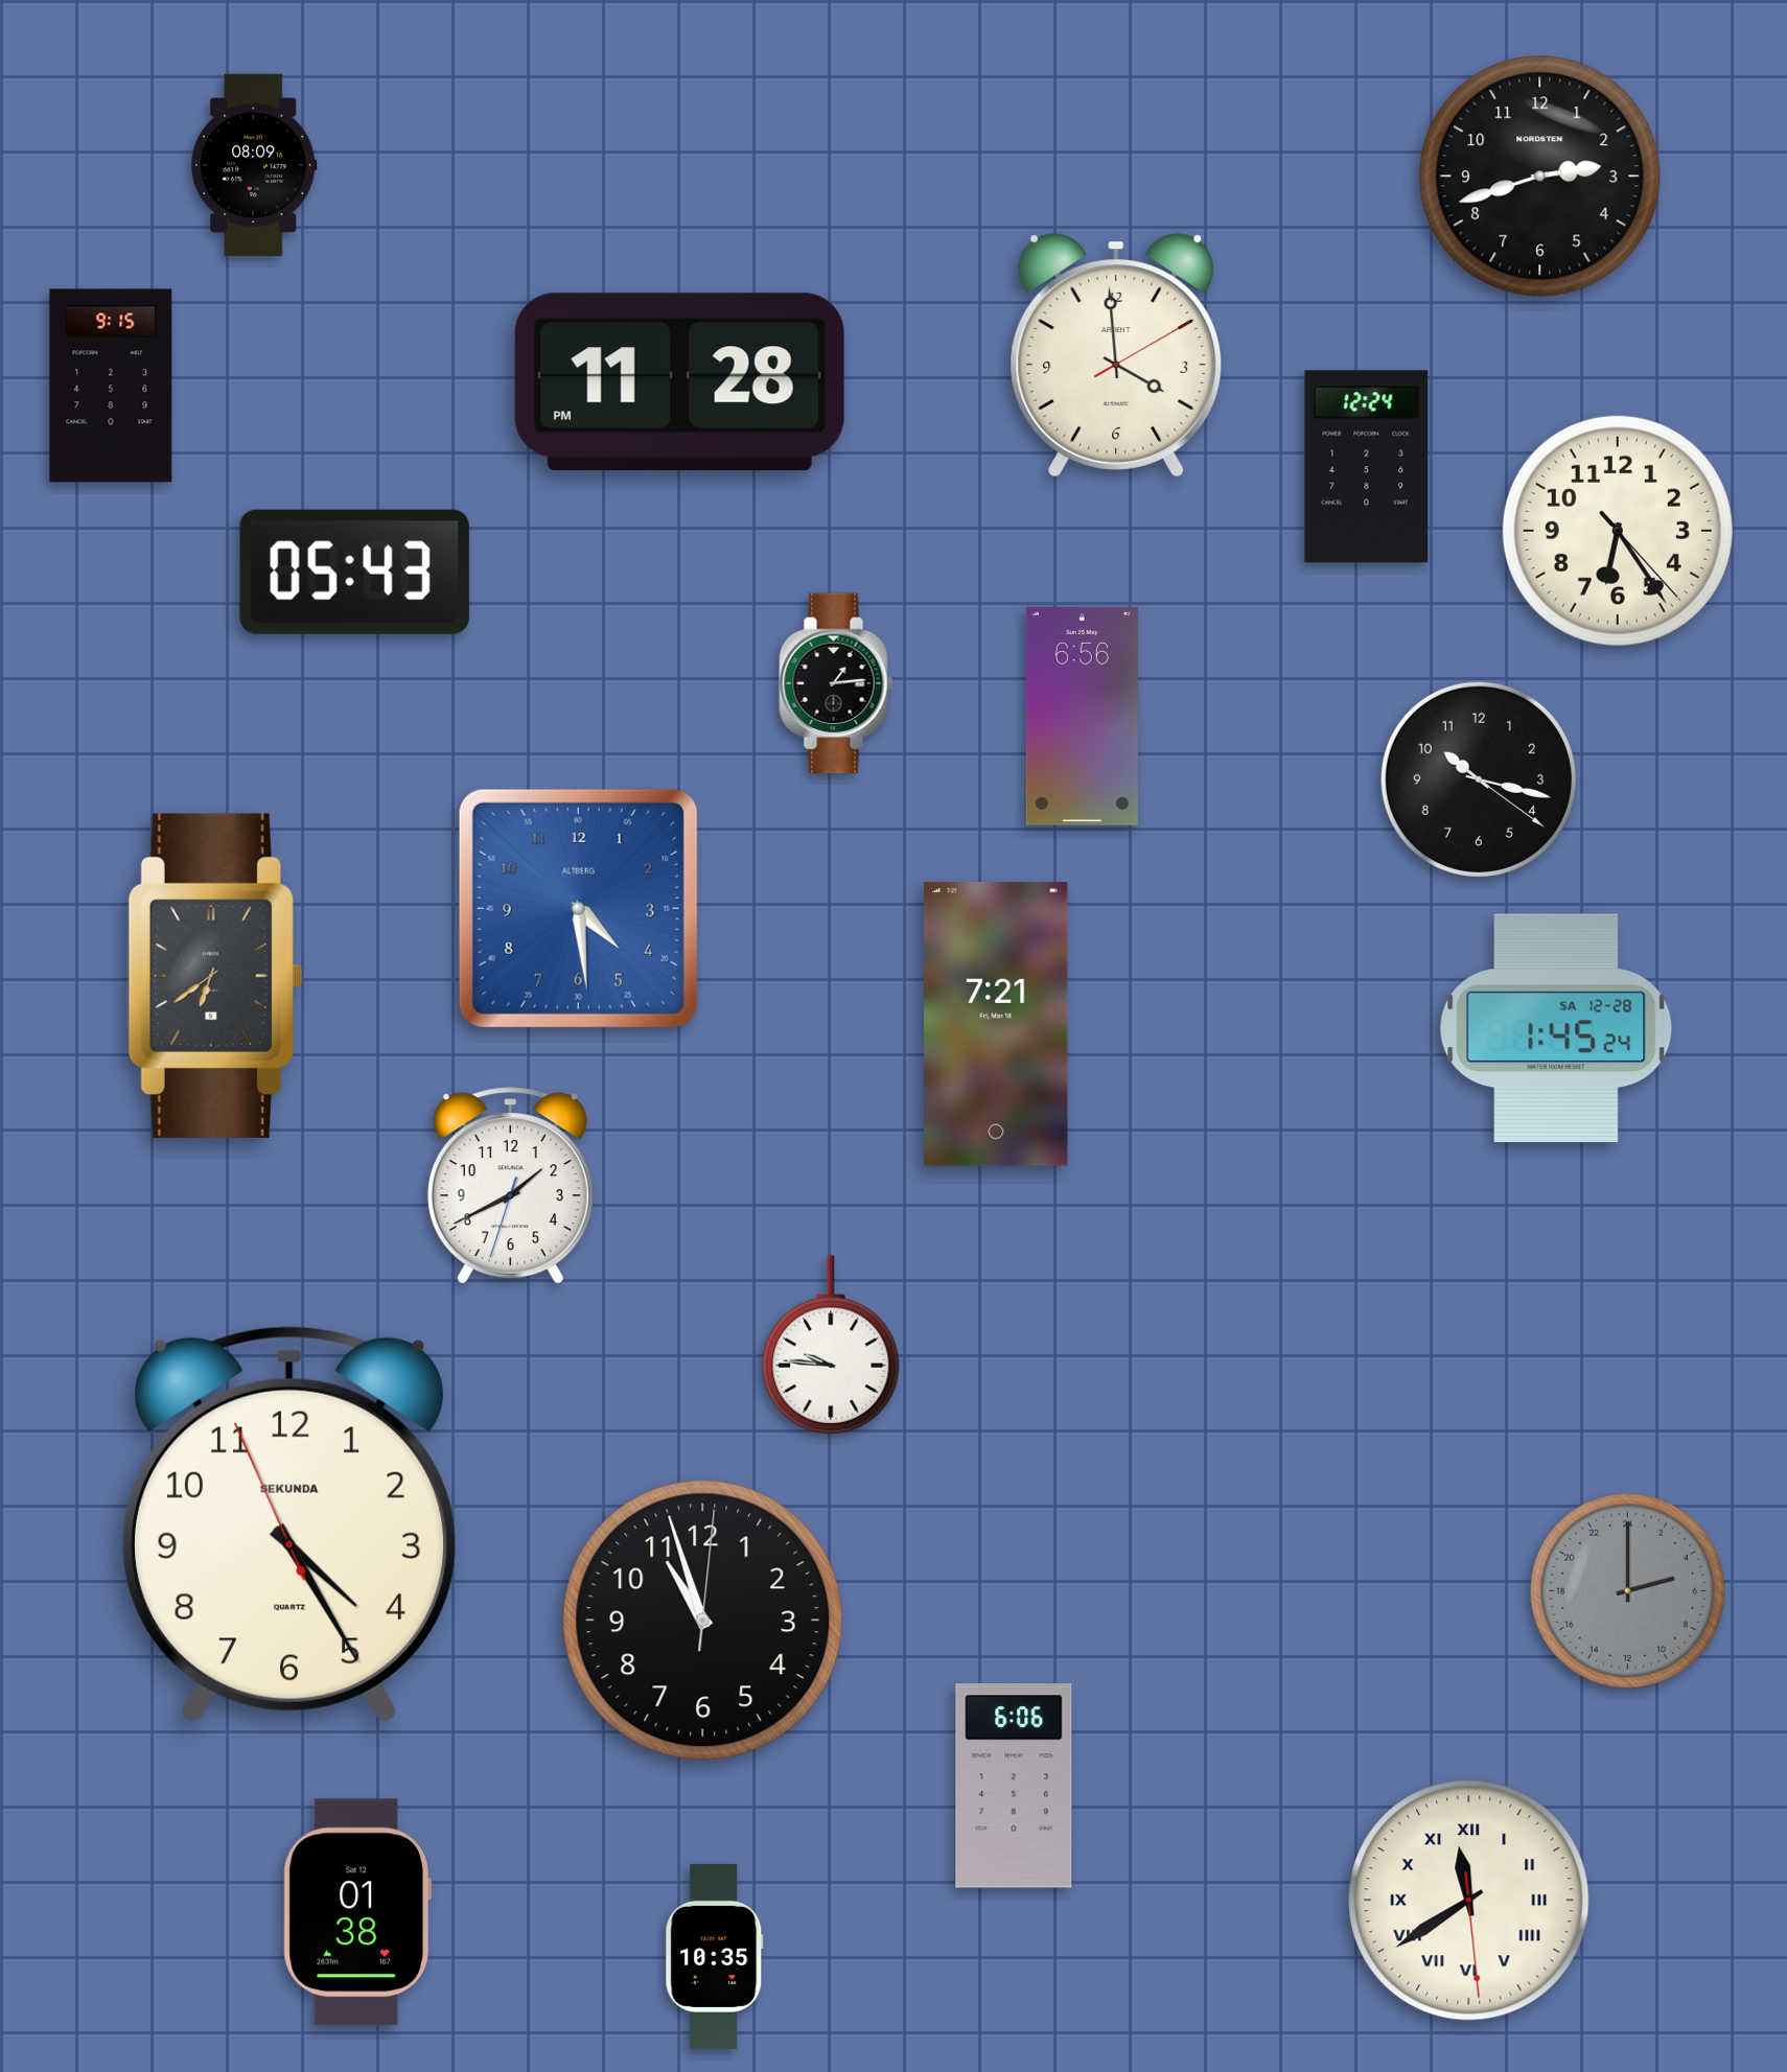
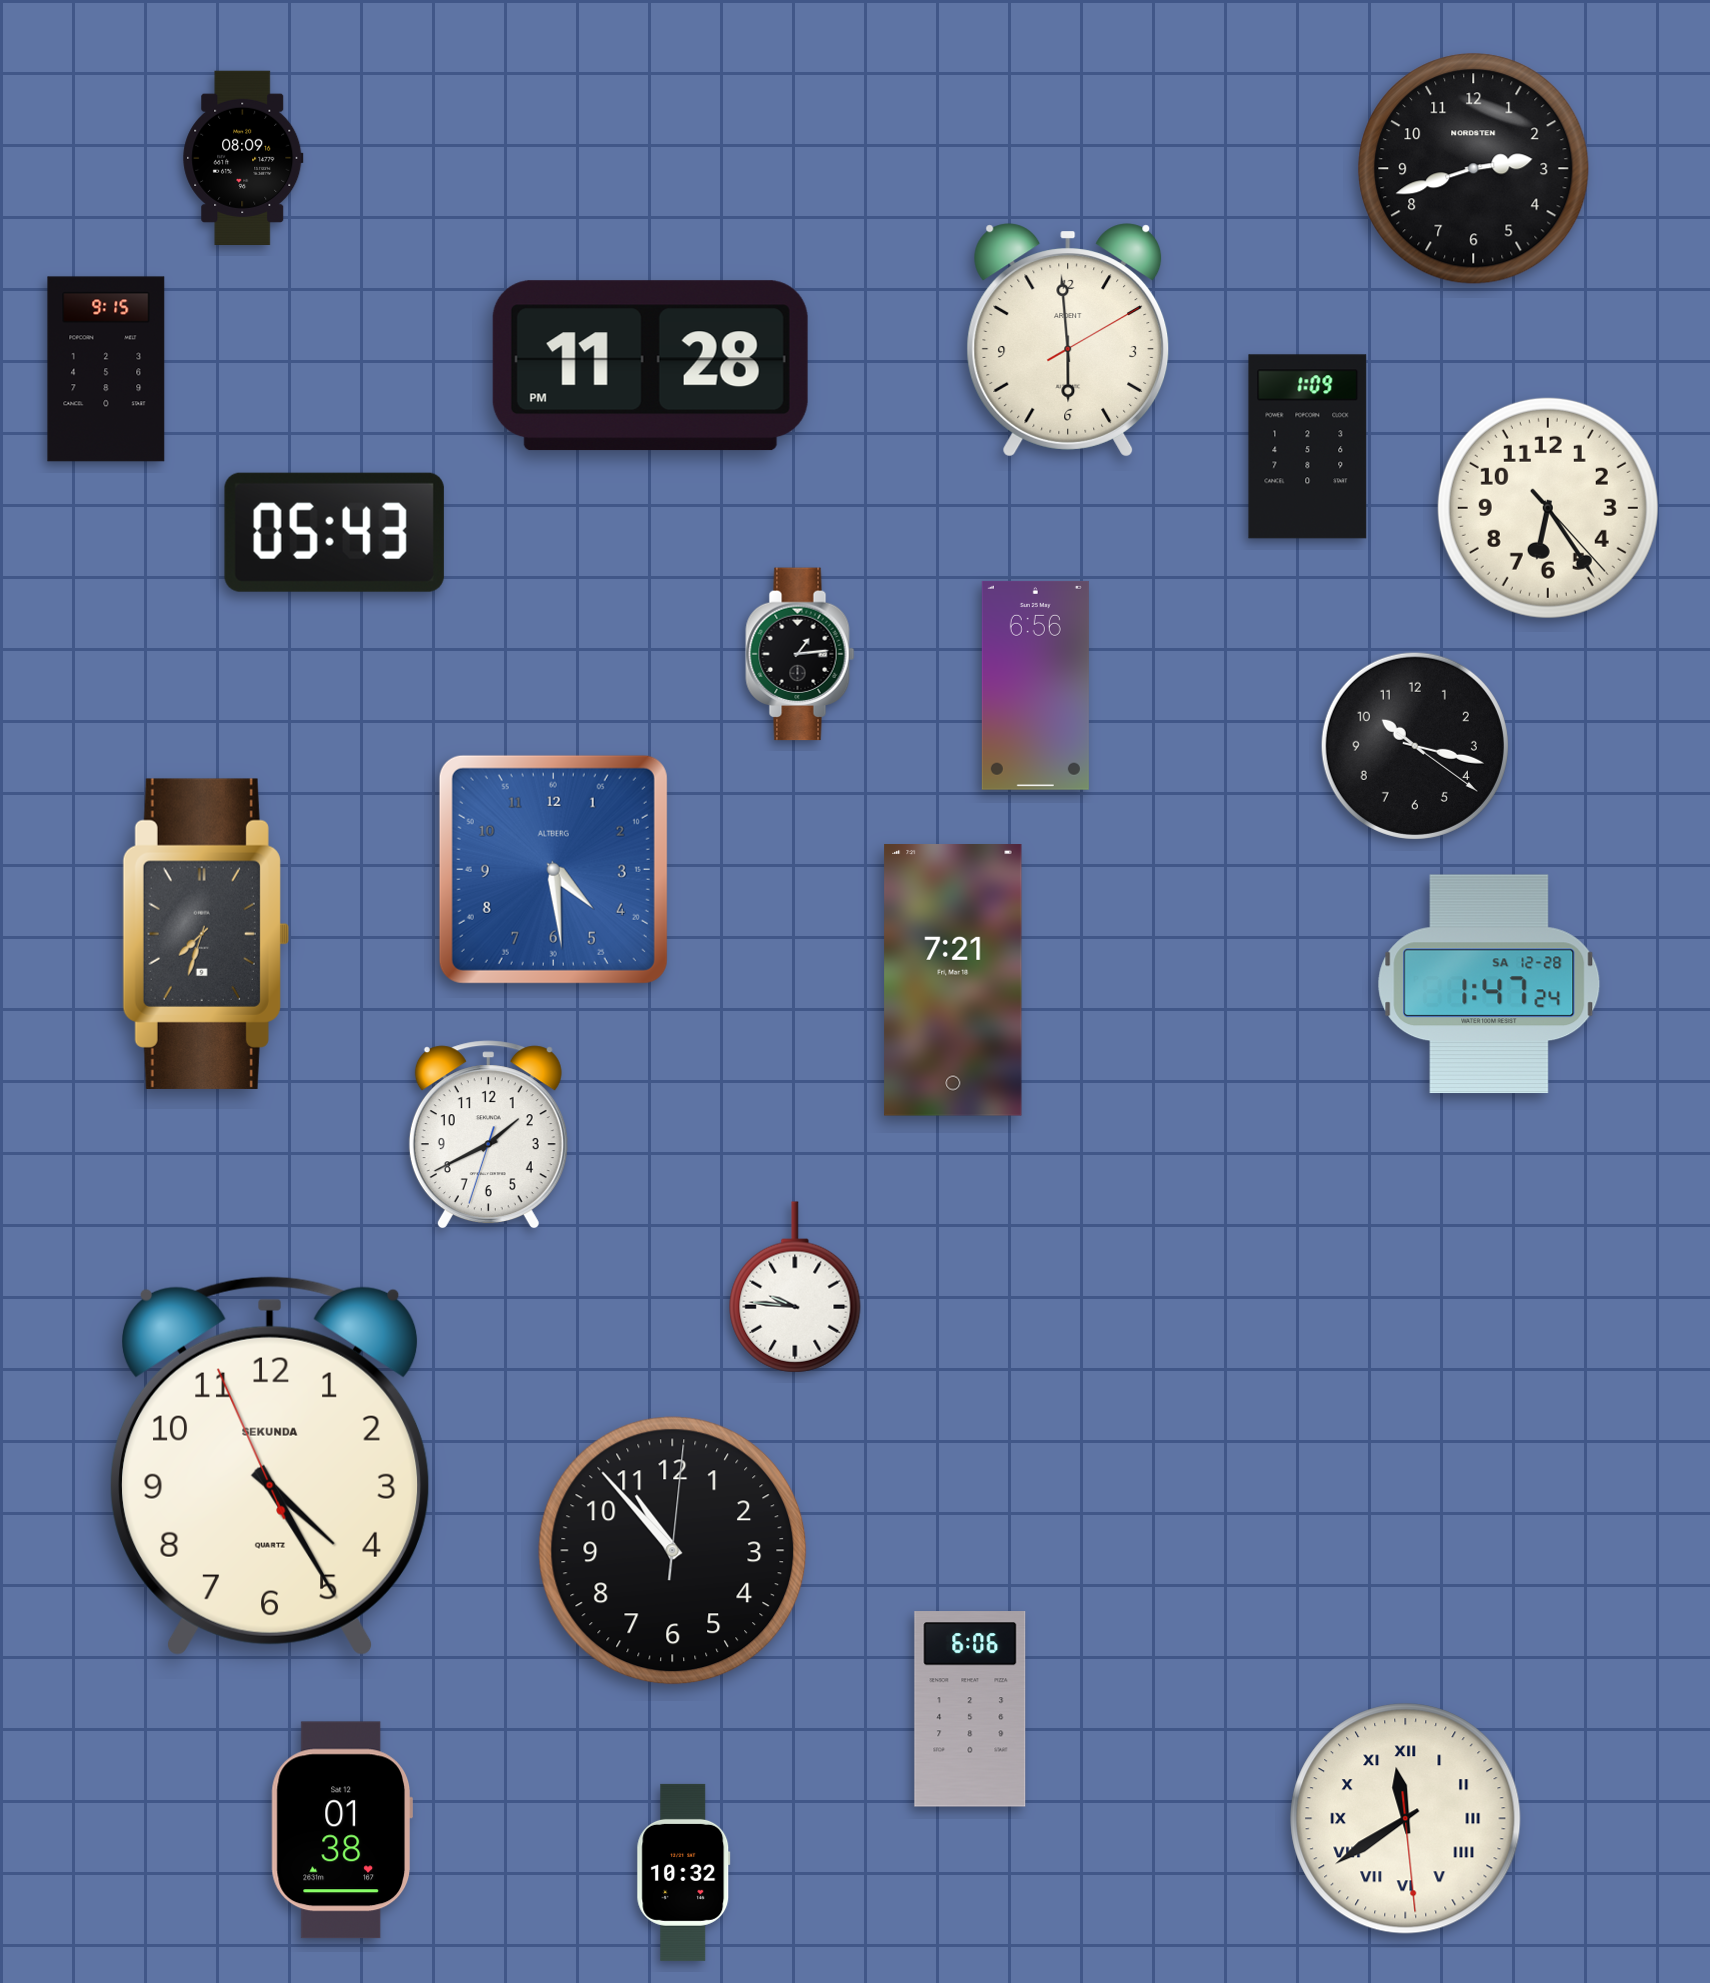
clock at (1116, 355): 3:59 -> 5:59
clock at (1367, 467): 12:24 -> 1:09
clock at (354, 572) position: (354, 572) -> (334, 532)
clock at (215, 976): 6:39 -> 7:33
clock at (1556, 1028): 1:45 -> 1:47
clock at (291, 1524) position: (291, 1524) -> (271, 1466)
clock at (1627, 1590): 5:00 -> none
clock at (703, 1621): 10:57 -> 10:53
clock at (715, 1956): 10:35 -> 10:32
